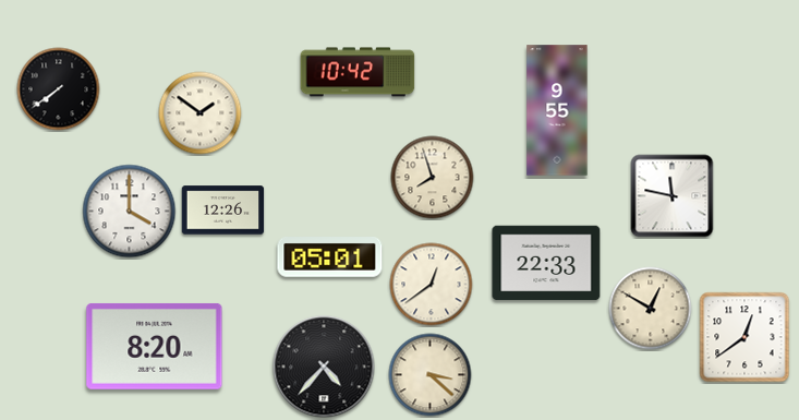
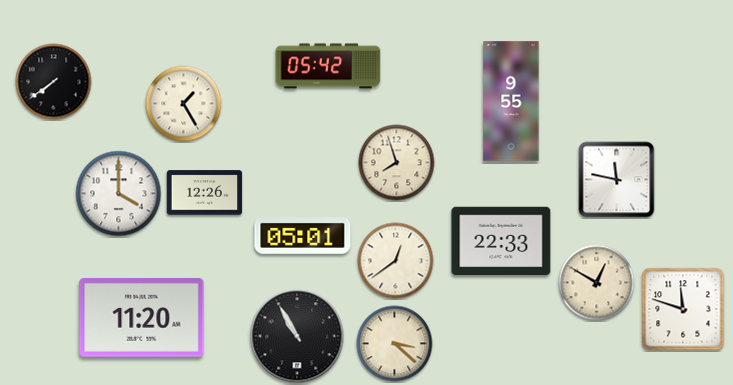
clock at (358, 72): 10:42 -> 05:42
clock at (201, 113): 1:51 -> 1:25
clock at (744, 337): 12:39 -> 11:48
clock at (155, 346): 8:20 -> 11:20
clock at (324, 367): 4:37 -> 10:55
